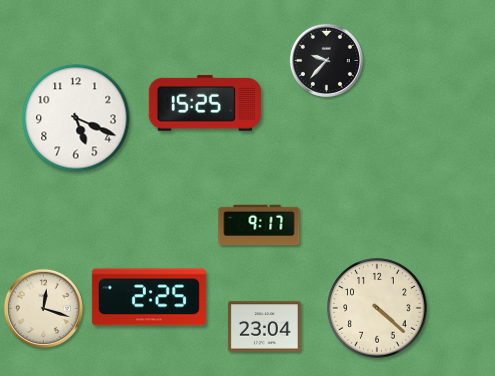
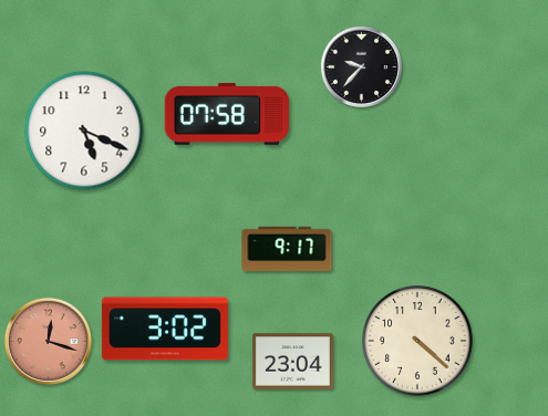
clock at (205, 103): 15:25 -> 07:58
clock at (149, 297): 2:25 -> 3:02
clock at (43, 308) dial: cream -> salmon
